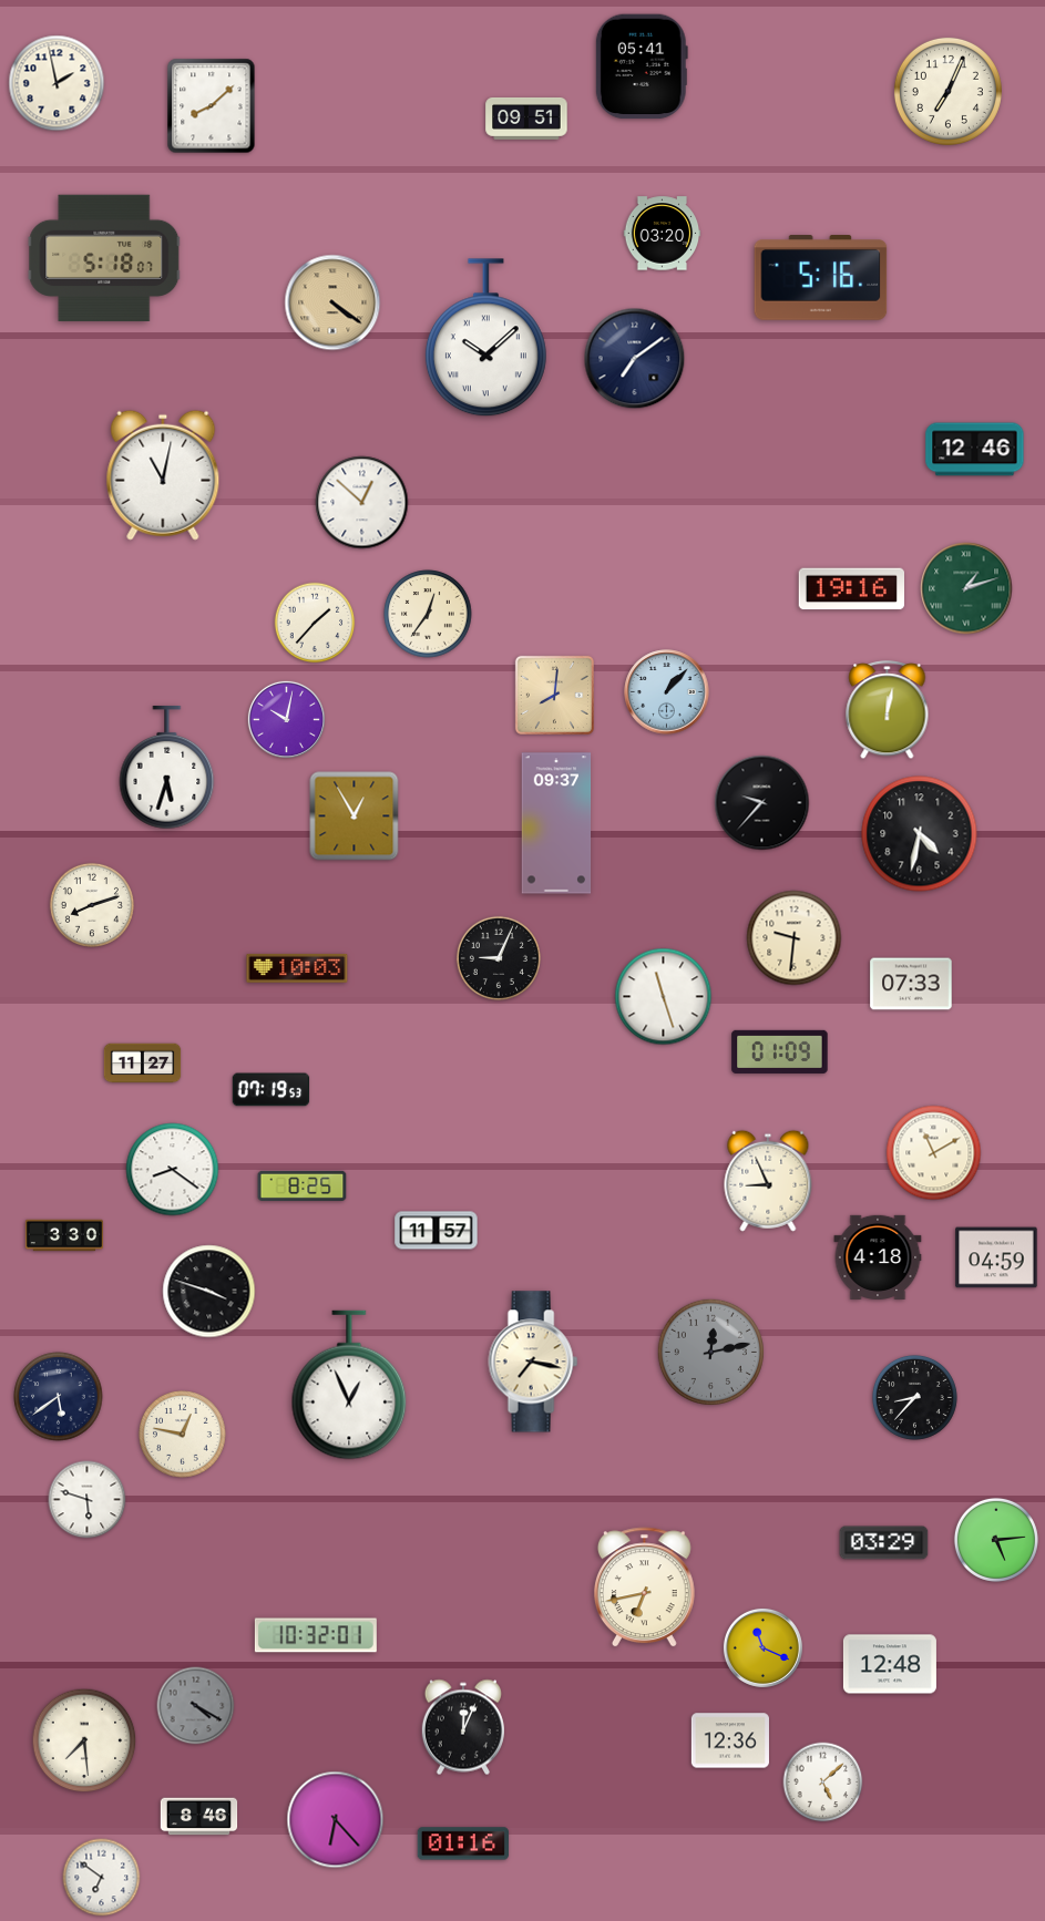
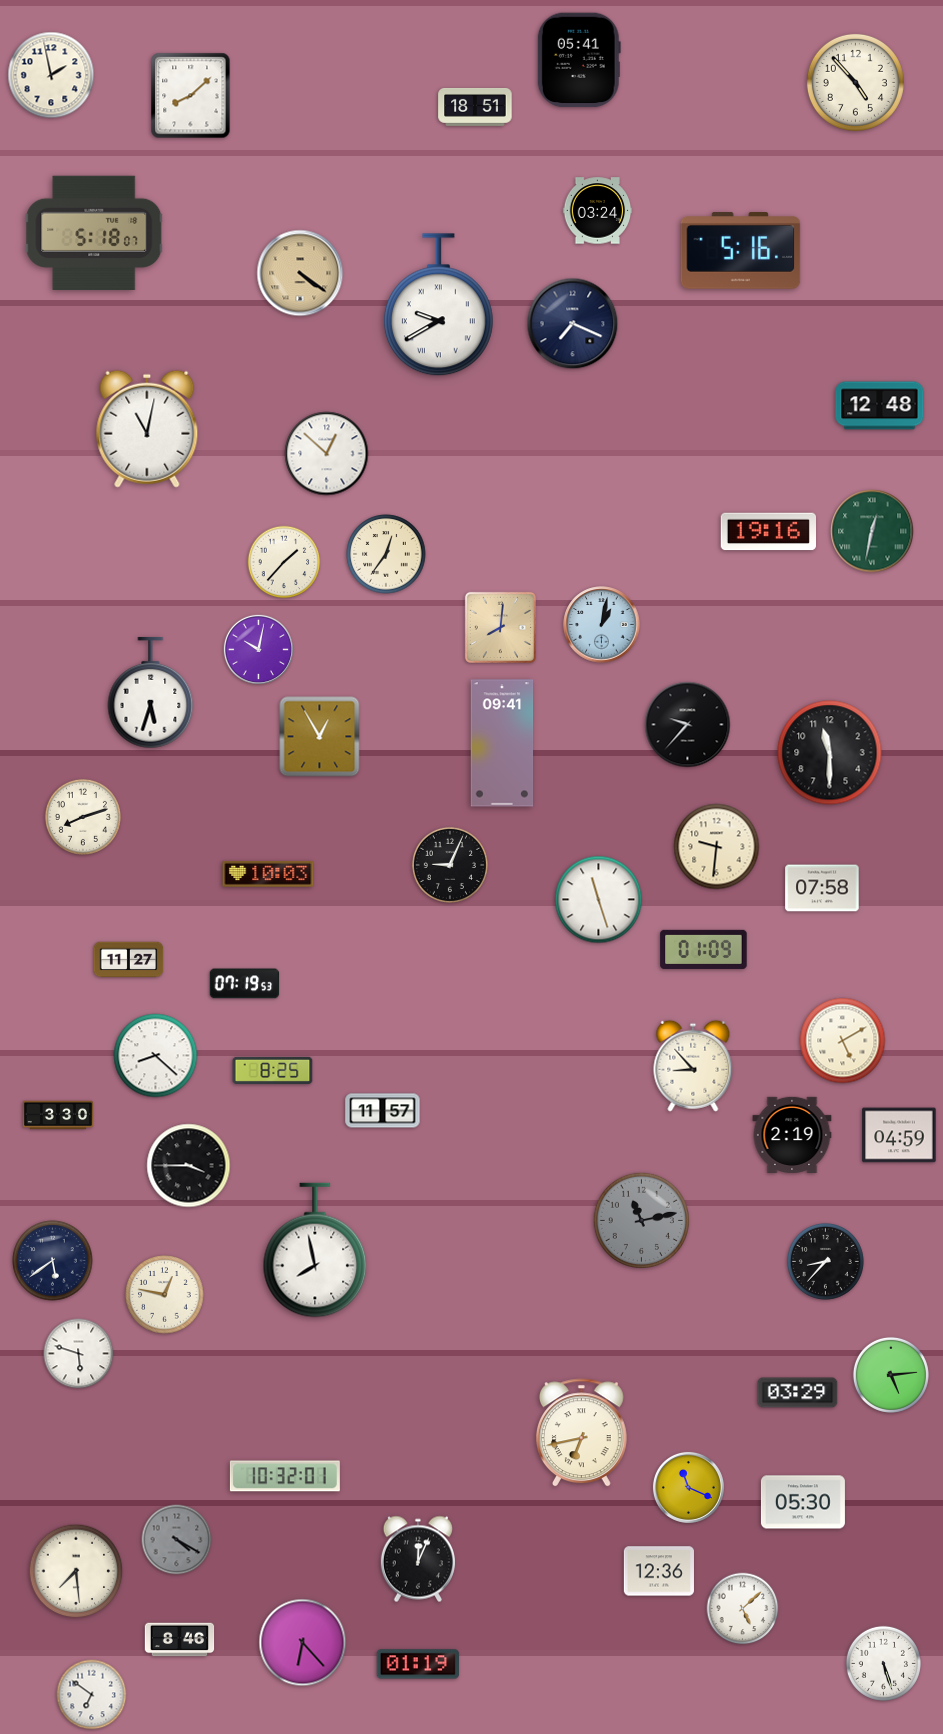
clock at (947, 91): 7:04 -> 4:53
clock at (526, 119): 09:51 -> 18:51
clock at (663, 234): 03:20 -> 03:24
clock at (485, 338): 10:08 -> 9:40
clock at (635, 359): 7:09 -> 7:19
clock at (975, 450): 12:46 -> 12:48
clock at (966, 588): 1:12 -> 12:32
clock at (667, 692): 1:07 -> 1:02
clock at (888, 710): 12:02 -> none
clock at (556, 823): 09:37 -> 09:41
clock at (920, 834): 4:32 -> 11:30
clock at (911, 984): 07:33 -> 07:58
clock at (934, 1153): 11:10 -> 5:10
clock at (173, 1170): 8:21 -> 8:22
clock at (768, 1181): 8:56 -> 8:53
clock at (437, 1231) position: (437, 1231) -> (383, 1111)
clock at (878, 1257): 4:18 -> 2:19
clock at (209, 1292): 3:48 -> 3:45
clock at (710, 1352): 12:13 -> 11:13
clock at (533, 1362): 7:17 -> none
clock at (349, 1385): 12:56 -> 7:58
clock at (996, 1540) position: (996, 1540) -> (891, 1375)
clock at (890, 1664): 12:48 -> 05:30
clock at (883, 1663): none -> 5:27
clock at (462, 1843): 01:16 -> 01:19
